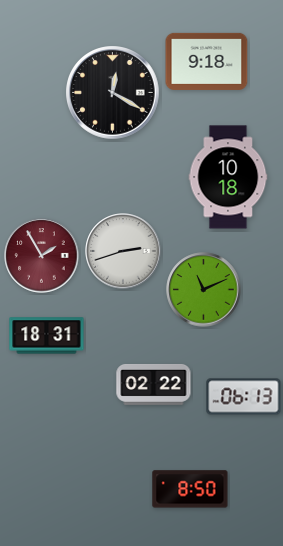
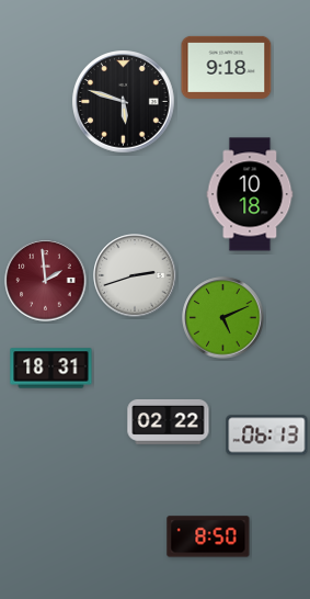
clock at (113, 93): 12:20 -> 5:48
clock at (42, 256): 1:55 -> 1:59
clock at (204, 290): 11:11 -> 5:11
